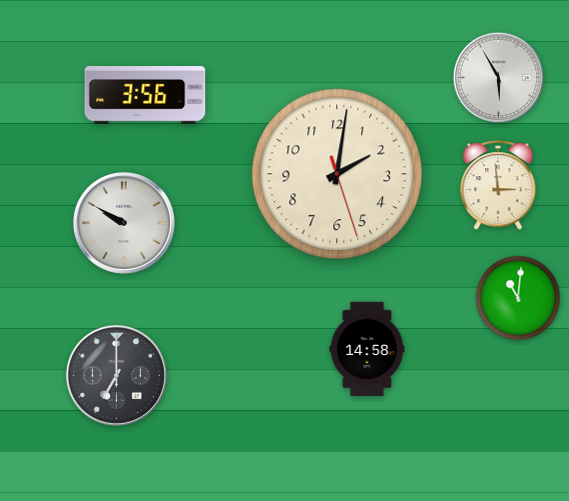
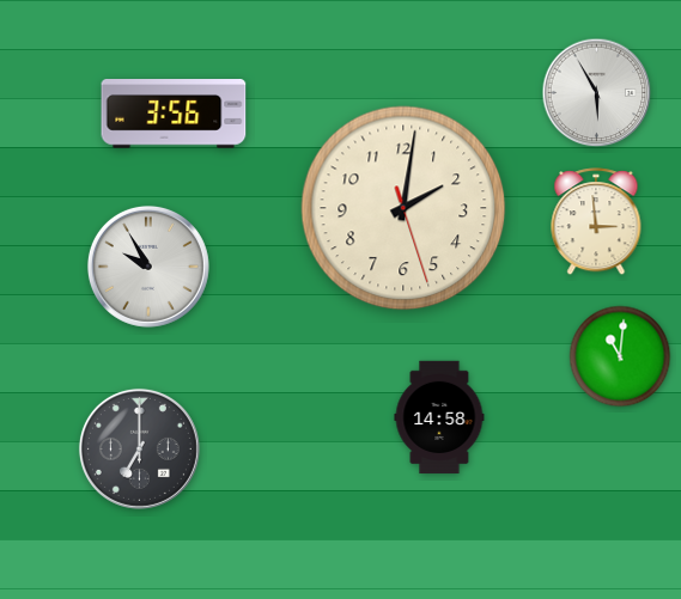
clock at (124, 223): 9:50 -> 9:55
